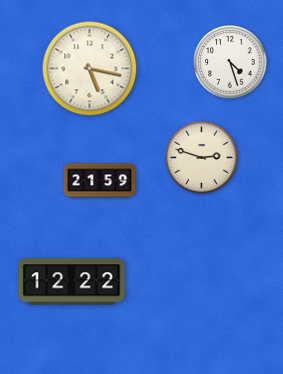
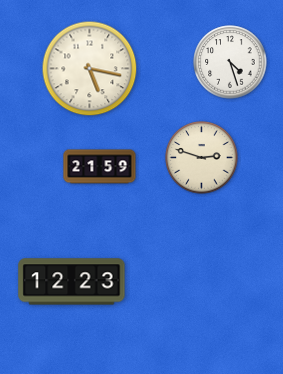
clock at (100, 181) position: (100, 181) -> (100, 167)
clock at (72, 282): 12:22 -> 12:23
